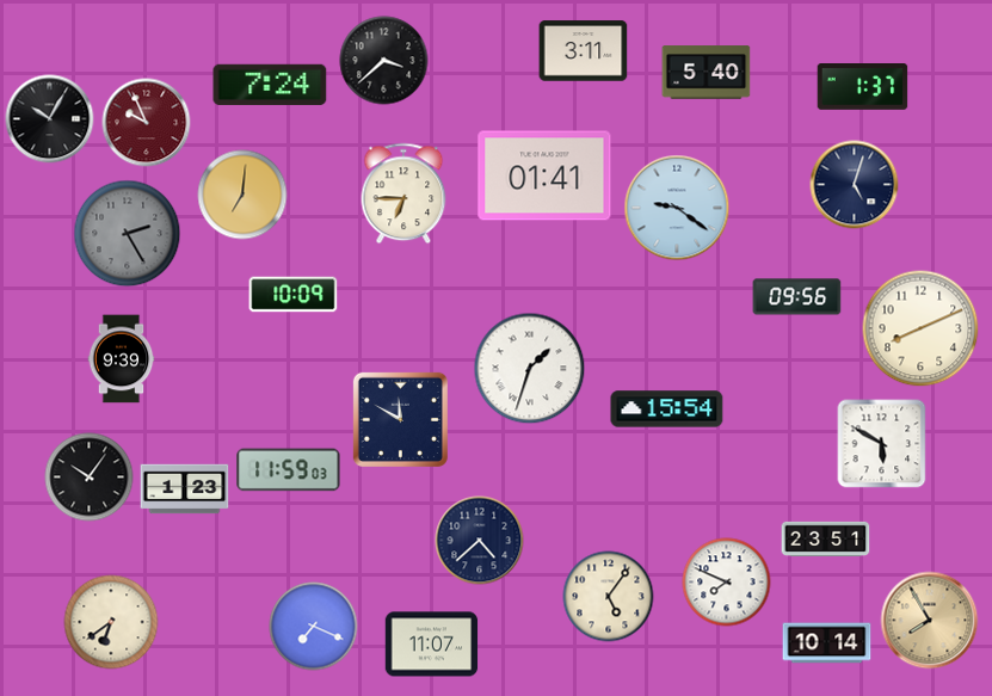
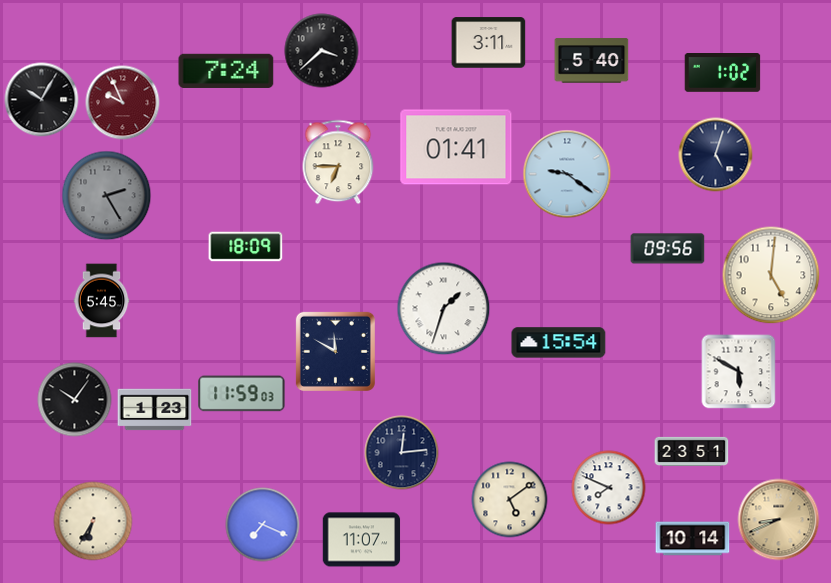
clock at (863, 87): 1:37 -> 1:02
clock at (242, 195): 7:01 -> none
clock at (294, 295): 10:09 -> 18:09
clock at (920, 328): 8:11 -> 5:01
clock at (122, 359): 9:39 -> 5:45
clock at (480, 541): 4:38 -> 12:14
clock at (609, 597): 5:06 -> 5:09
clock at (930, 621): 7:55 -> 8:41
clock at (111, 622): 6:39 -> 6:35
